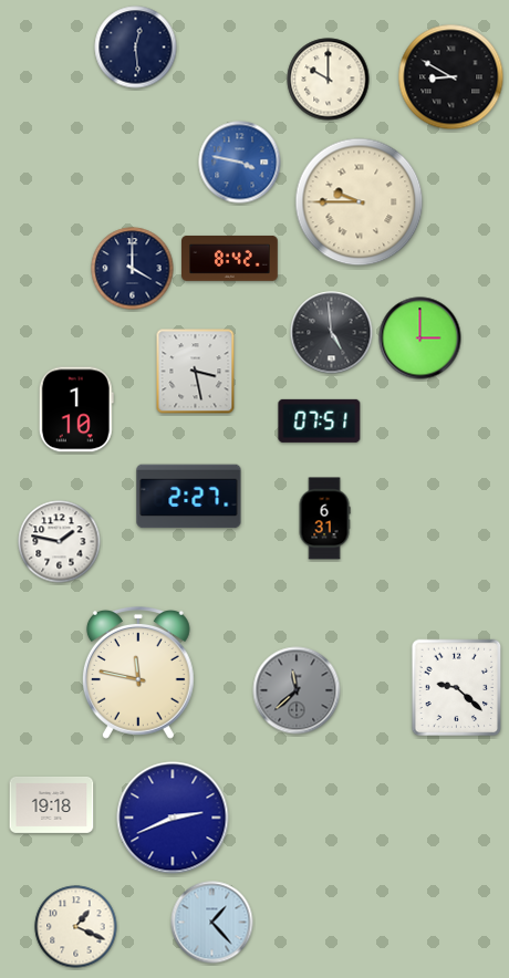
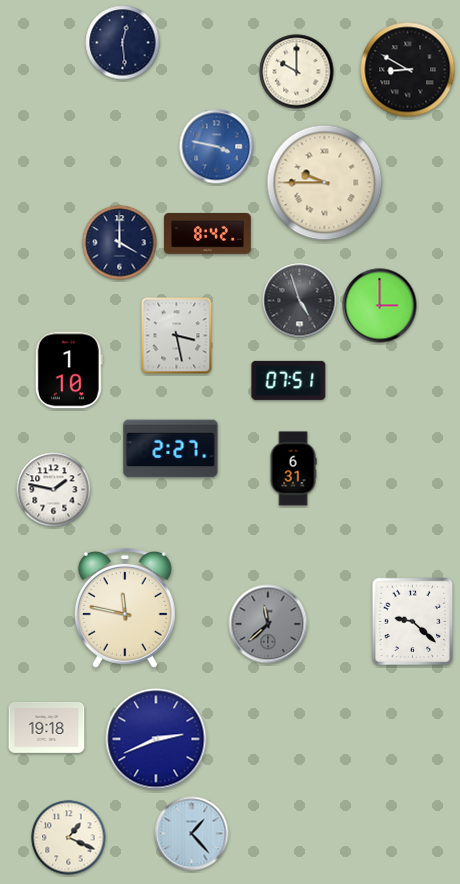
clock at (332, 333): 4:59 -> 4:57
